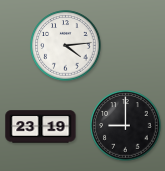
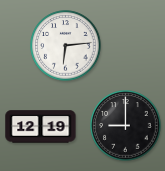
clock at (66, 46): 4:14 -> 6:14
clock at (41, 127): 23:19 -> 12:19
